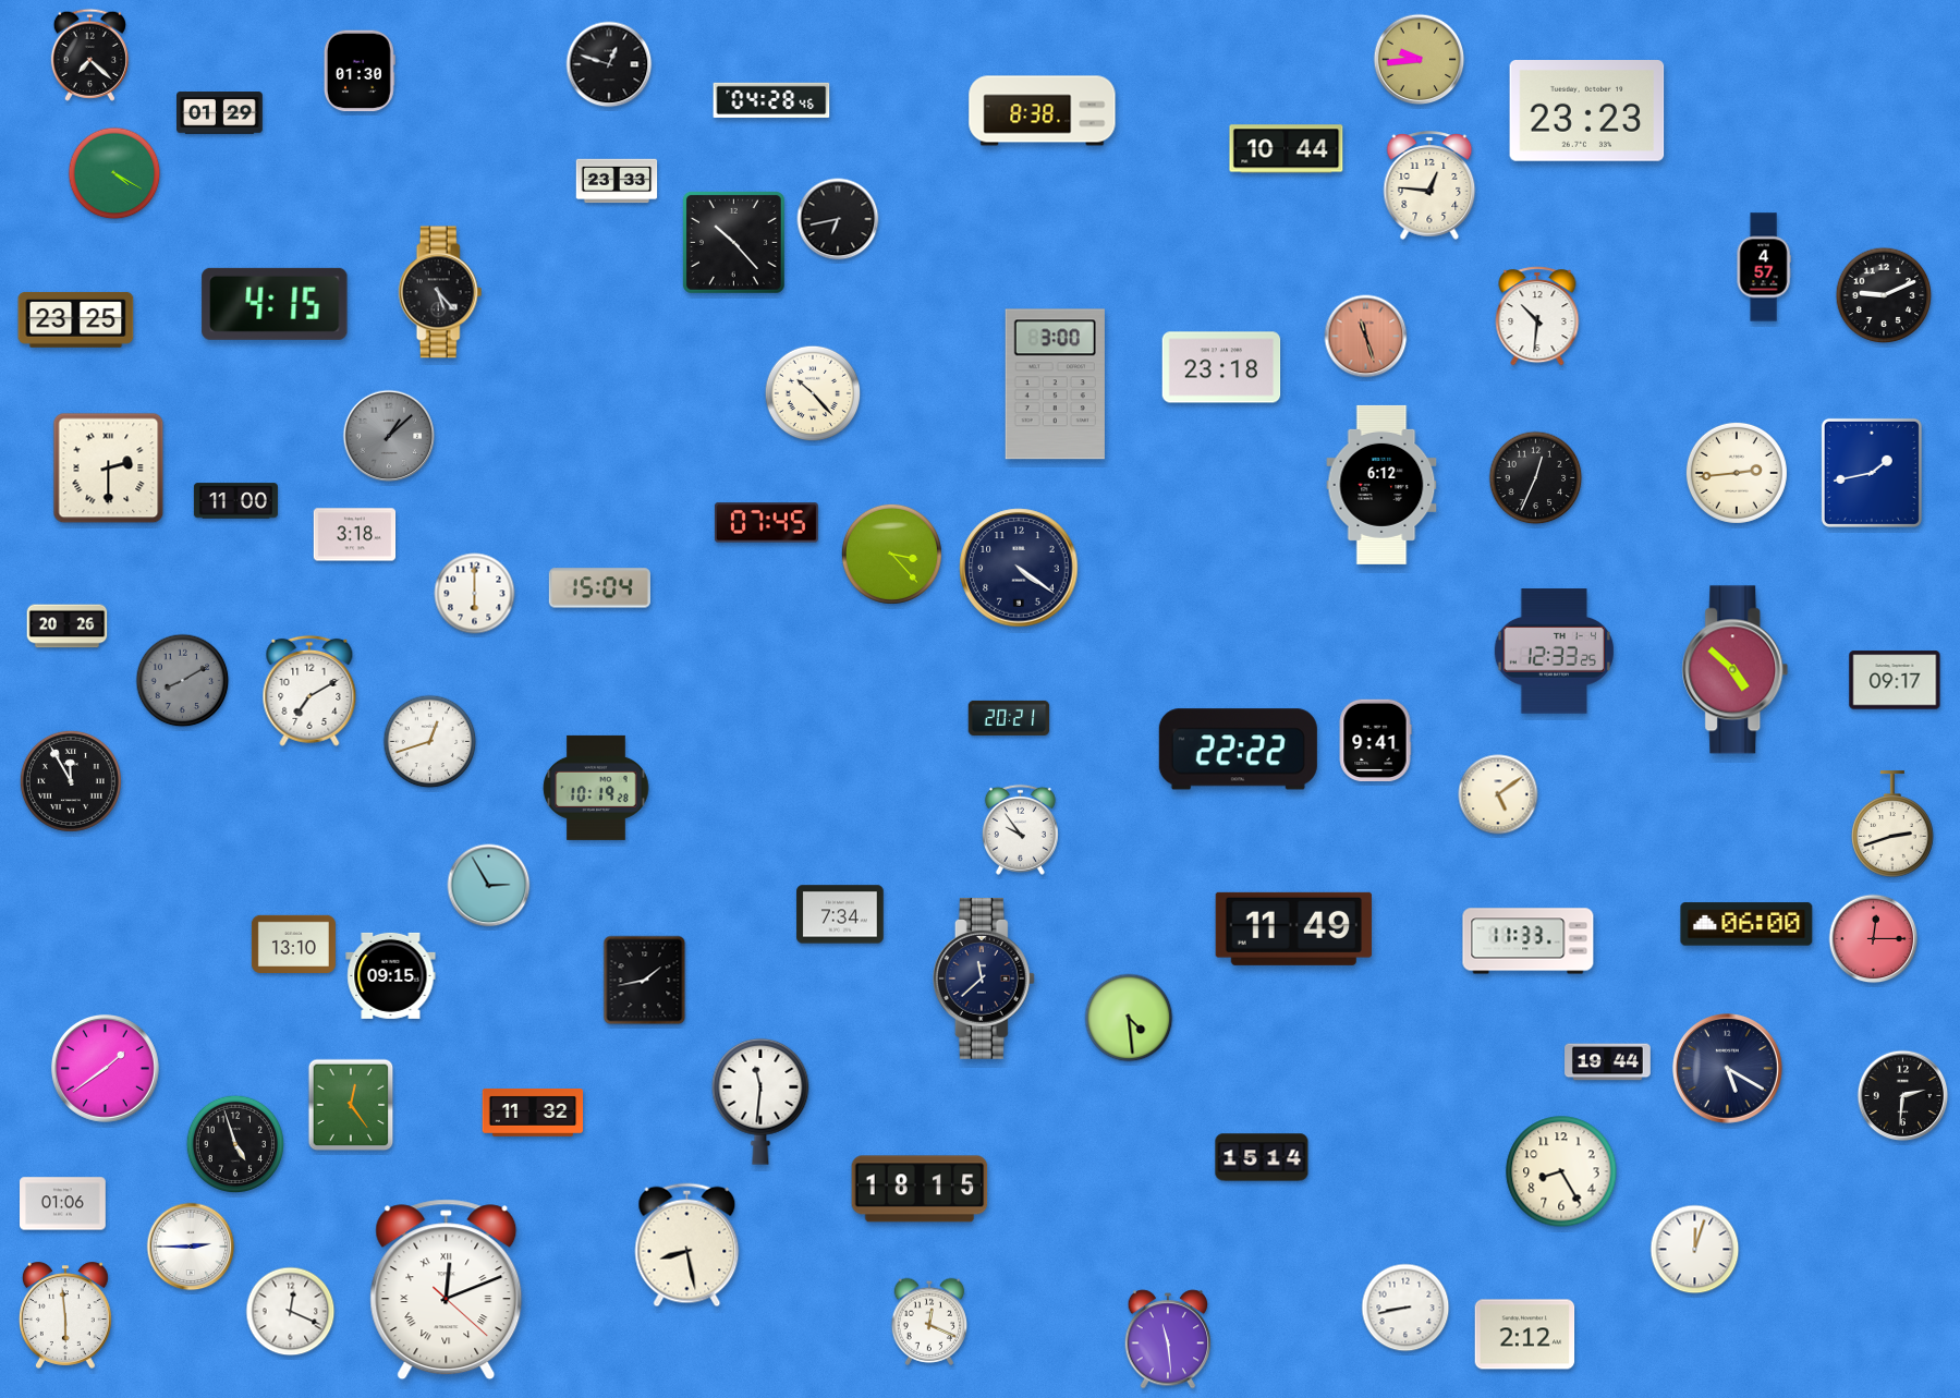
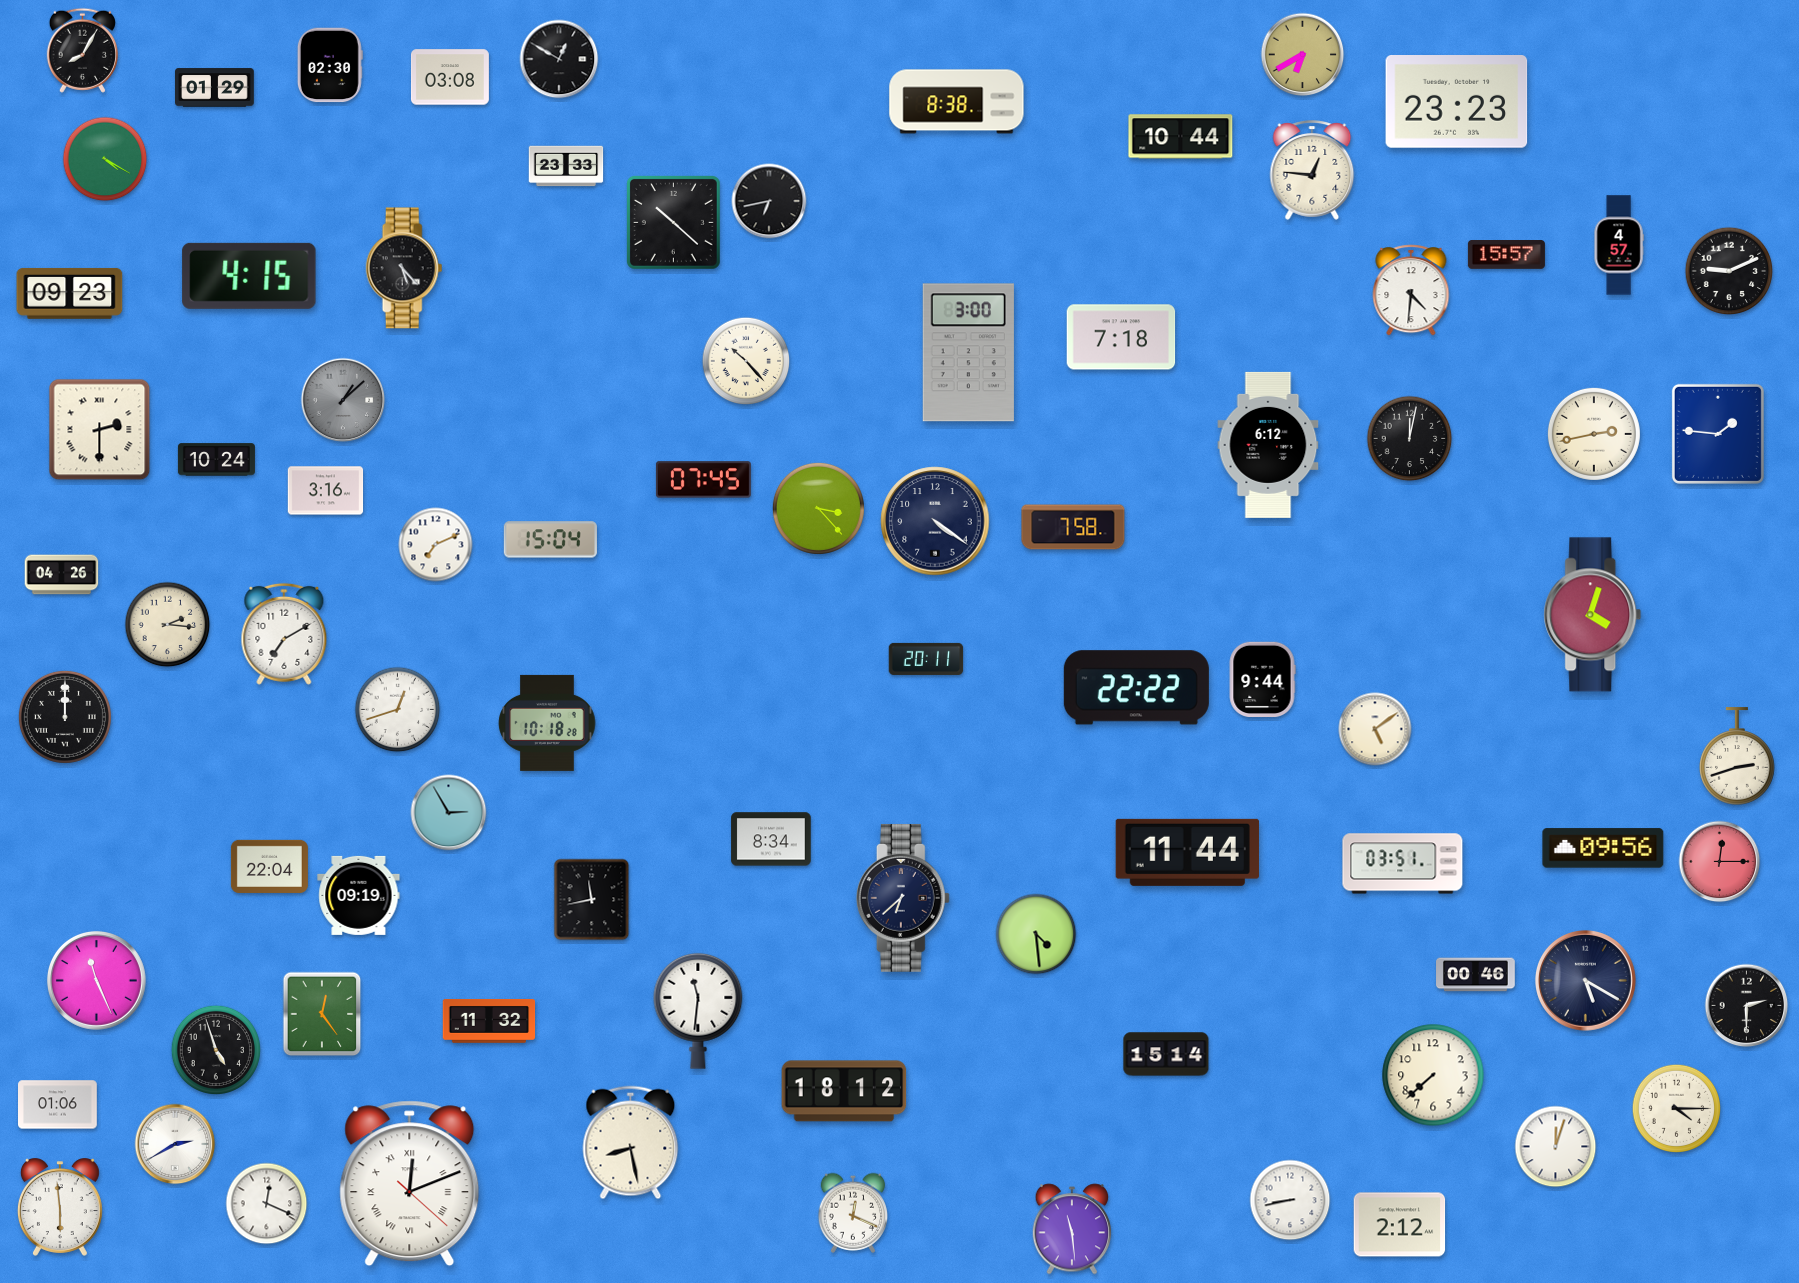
clock at (89, 54): 7:22 -> 8:05
clock at (1420, 60): 9:44 -> 6:40
clock at (609, 64): 12:48 -> 12:50
clock at (360, 71): 01:30 -> 02:30
clock at (450, 77): none -> 03:08
clock at (771, 100): 04:28 -> none
clock at (220, 113) position: (220, 113) -> (215, 88)
clock at (733, 242): 10:23 -> 10:22
clock at (1506, 255): none -> 15:57
clock at (275, 304) position: (275, 304) -> (249, 276)
clock at (1537, 316): 10:31 -> 4:31
clock at (76, 319): 23:25 -> 09:23
clock at (1366, 337): 11:27 -> none
clock at (1221, 367): 23:18 -> 7:18
clock at (389, 436) position: (389, 436) -> (343, 400)
clock at (1737, 473): 2:44 -> 2:43
clock at (1872, 473): 1:43 -> 1:46
clock at (1536, 478): 12:34 -> 12:02
clock at (235, 501): 11:00 -> 10:24
clock at (355, 535): 3:18 -> 3:16
clock at (1073, 527): none -> 7:58
clock at (475, 594): 6:00 -> 7:11
clock at (68, 627): 20:26 -> 04:26
clock at (1554, 652): 12:33 -> none
clock at (1736, 670): 4:52 -> 4:03
clock at (1895, 680): 09:17 -> none
clock at (183, 681): 8:10 -> 2:16
clock at (183, 681) dial: grey -> cream
clock at (1009, 718): 20:21 -> 20:11
clock at (1375, 741): 9:41 -> 9:44
clock at (430, 742) position: (430, 742) -> (398, 710)
clock at (71, 781): 11:55 -> 12:00
clock at (596, 788): 10:19 -> 10:18
clock at (1020, 829): 9:54 -> none
clock at (840, 914): 7:34 -> 8:34
clock at (1746, 924): 06:00 -> 09:56
clock at (1293, 928): 11:49 -> 11:44
clock at (1529, 941): 11:33 -> 03:51
clock at (293, 944): 13:10 -> 22:04
clock at (391, 975): 09:15 -> 09:19
clock at (984, 978): 11:38 -> 6:38
clock at (645, 981): 1:43 -> 11:43
clock at (1608, 1062): 19:44 -> 00:46
clock at (105, 1068): 1:39 -> 11:26
clock at (1903, 1096): 2:31 -> 2:30
clock at (1262, 1157) position: (1262, 1157) -> (1166, 1054)
clock at (1561, 1171): 8:25 -> 7:38
clock at (920, 1189): 18:15 -> 18:12
clock at (1677, 1109): none -> 4:15
clock at (191, 1247): 2:45 -> 2:40
